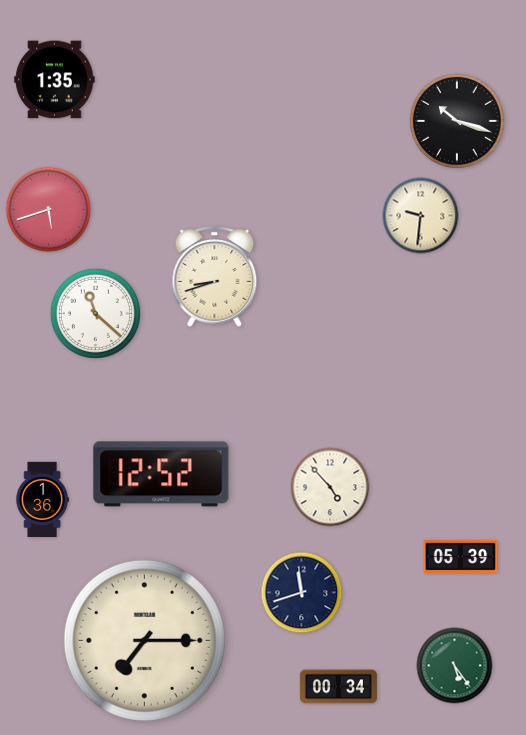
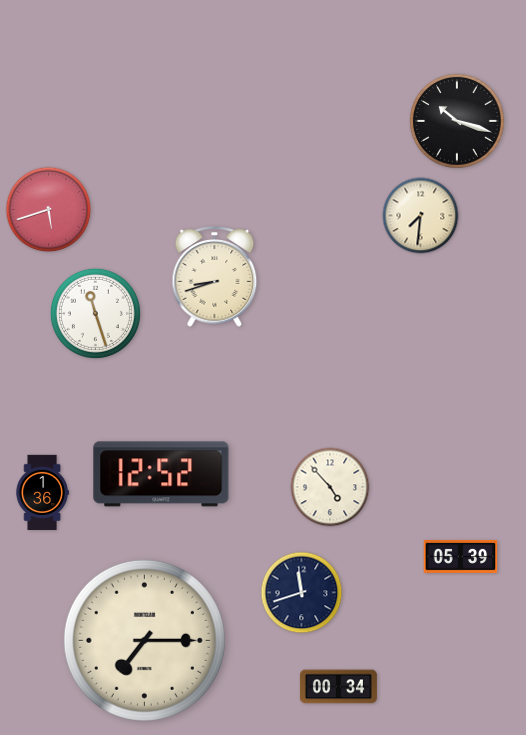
clock at (55, 80): 1:35 -> none
clock at (421, 216): 9:31 -> 7:31
clock at (95, 313): 11:22 -> 11:27
clock at (42, 499) position: (42, 499) -> (42, 492)
clock at (455, 666): 5:24 -> none
